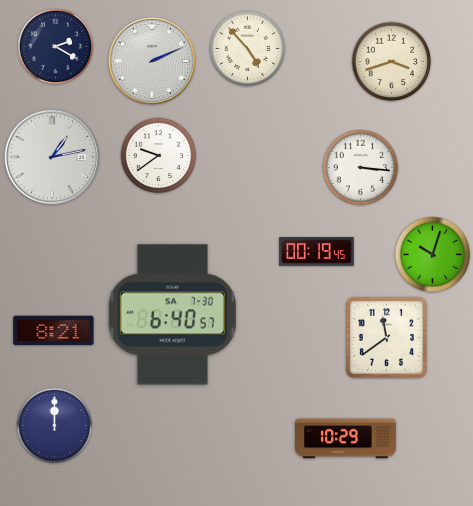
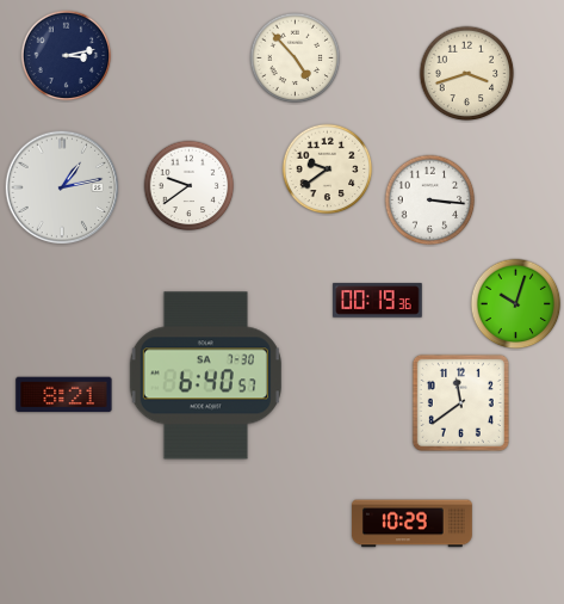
clock at (56, 47): 2:20 -> 3:13
clock at (151, 60): 2:11 -> none
clock at (328, 170): none -> 9:39
clock at (317, 252): 00:19:45 -> 00:19:36
clock at (55, 426): 12:00 -> none
